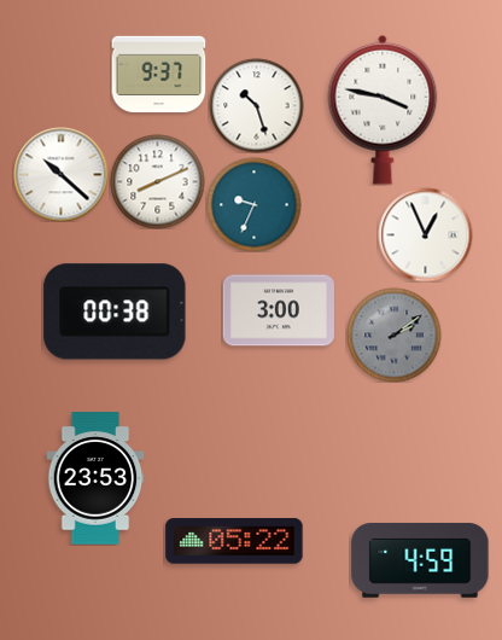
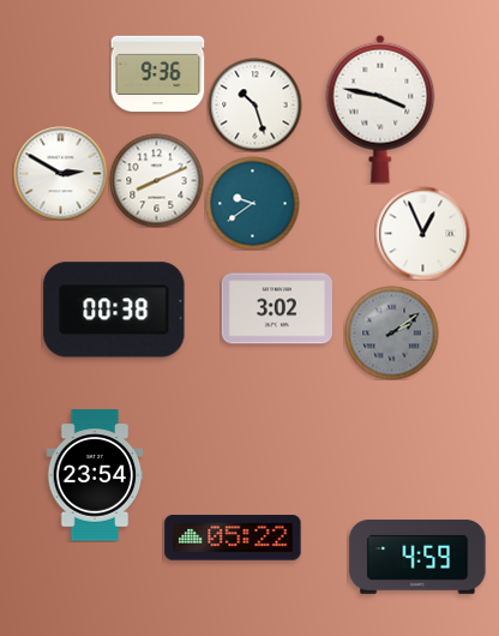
clock at (158, 75): 9:37 -> 9:36
clock at (60, 174): 10:22 -> 2:50
clock at (253, 204): 9:34 -> 9:39
clock at (279, 310): 3:00 -> 3:02
clock at (95, 478): 23:53 -> 23:54
